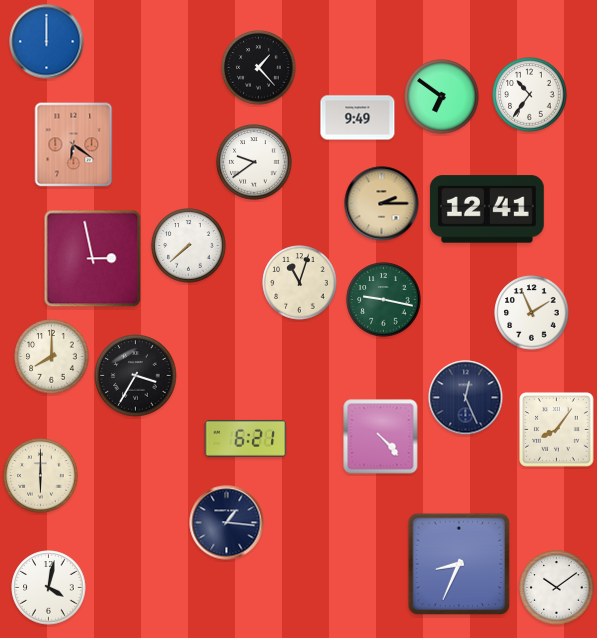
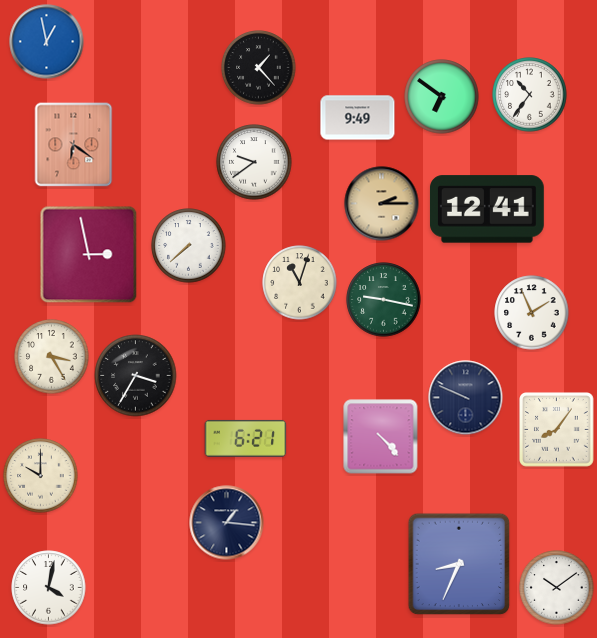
clock at (47, 42): 12:00 -> 12:58
clock at (93, 259) position: (93, 259) -> (89, 255)
clock at (52, 357): 8:00 -> 3:25
clock at (466, 398): 12:26 -> 9:49
clock at (41, 476): 6:00 -> 10:00
